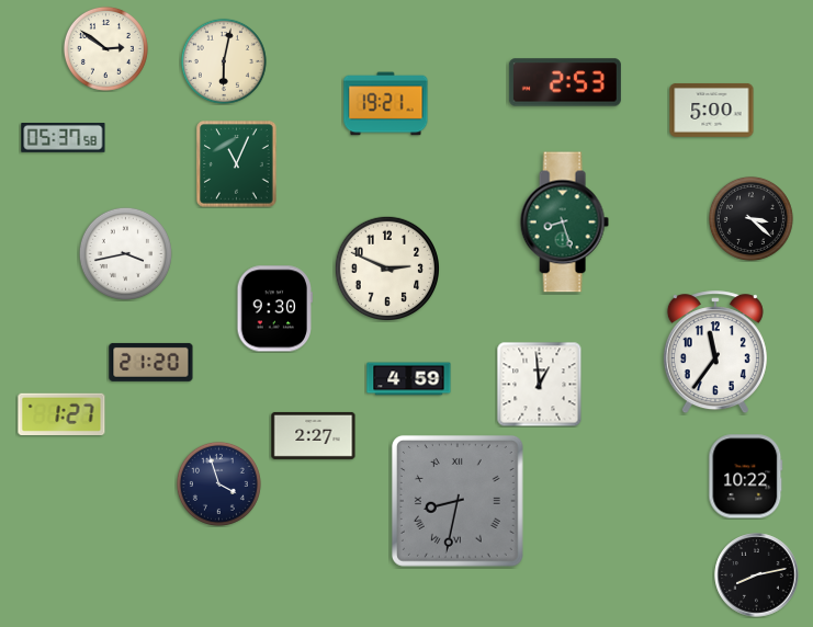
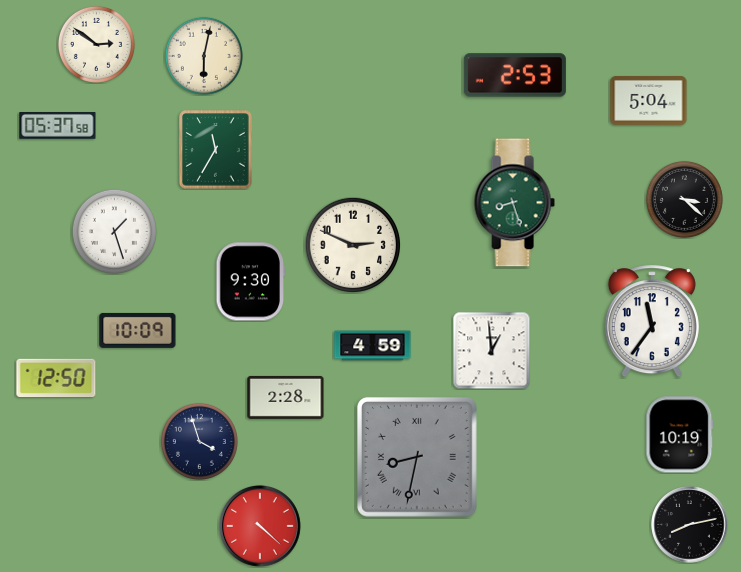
clock at (386, 104): 19:21 -> none
clock at (712, 110): 5:00 -> 5:04
clock at (237, 164): 11:04 -> 11:35
clock at (125, 253): 3:43 -> 1:27
clock at (151, 362): 21:20 -> 10:09
clock at (61, 413): 1:27 -> 12:50
clock at (314, 435): 2:27 -> 2:28
clock at (746, 477): 10:22 -> 10:19
clock at (260, 526): none -> 4:22
